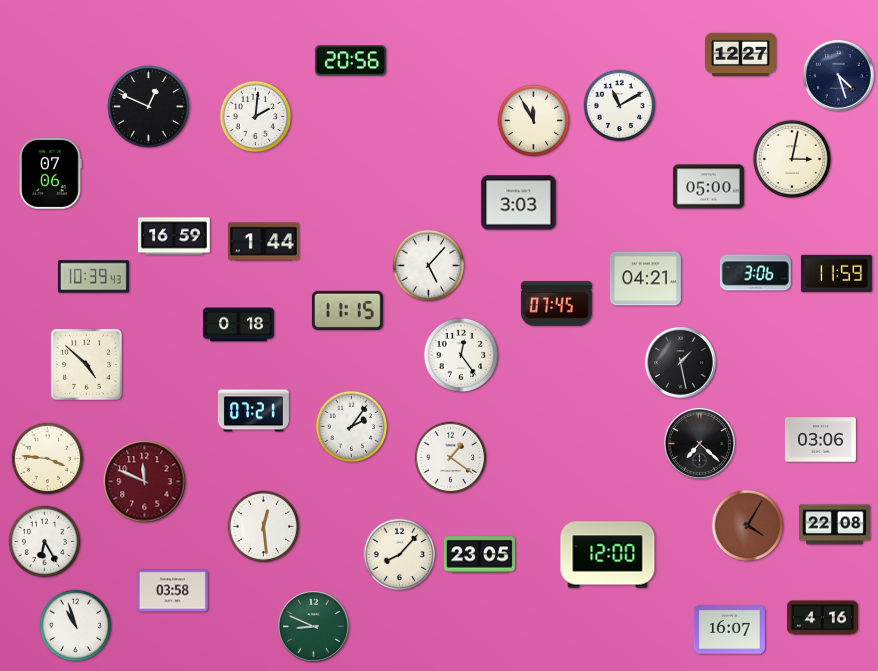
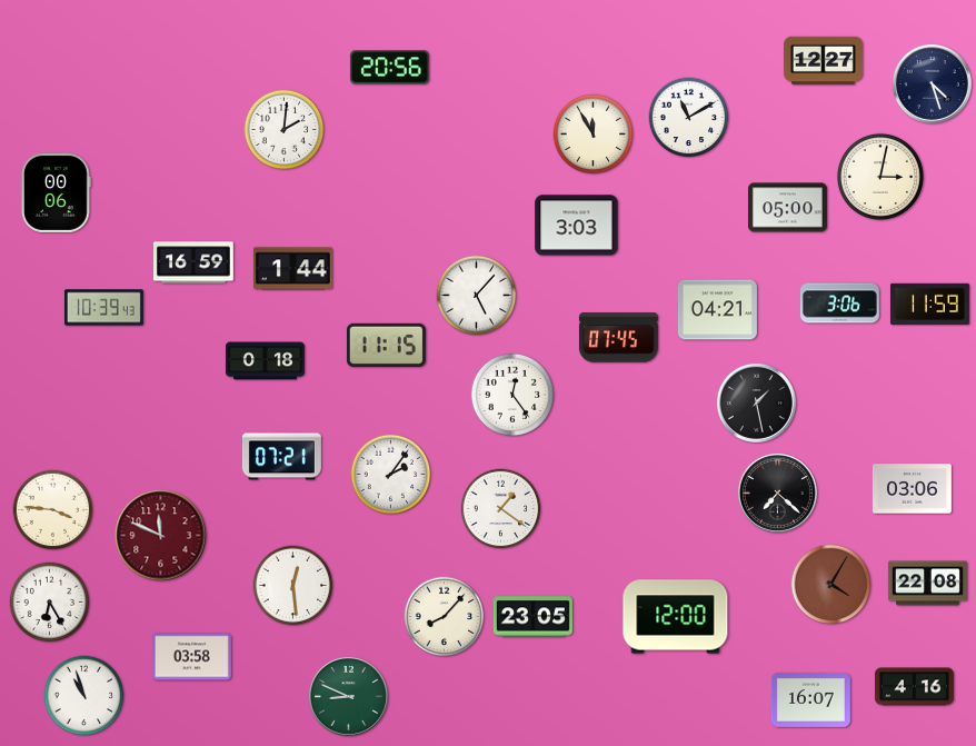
clock at (149, 107): 12:49 -> none
clock at (51, 173): 07:06 -> 00:06
clock at (86, 364): 4:52 -> none
